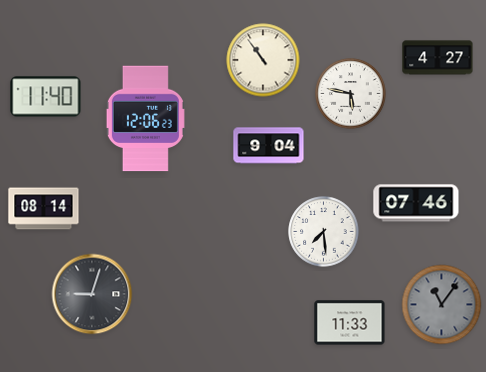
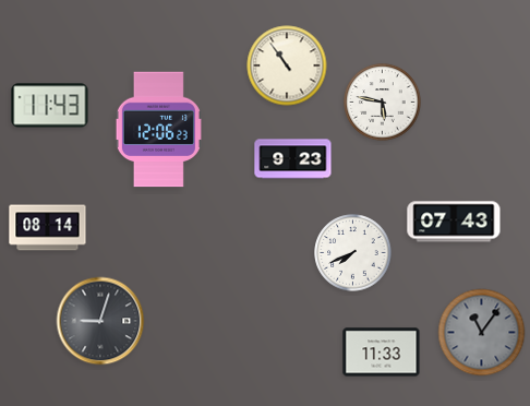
clock at (438, 58): 4:27 -> none
clock at (46, 97): 11:40 -> 11:43
clock at (269, 146): 9:04 -> 9:23
clock at (416, 203): 07:46 -> 07:43
clock at (324, 232): 7:29 -> 7:41
